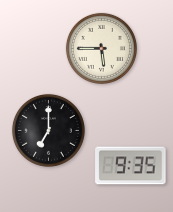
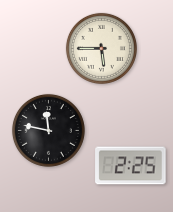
clock at (48, 130): 7:00 -> 11:47
clock at (131, 166): 9:35 -> 2:25
